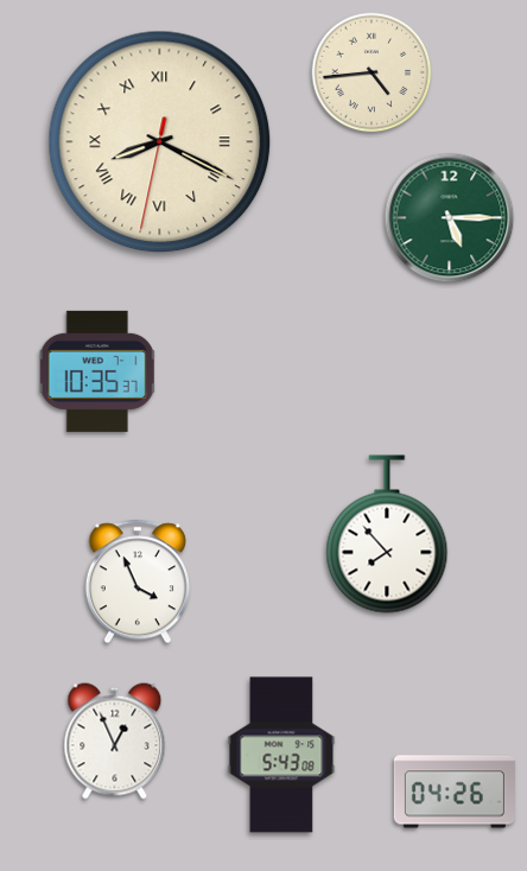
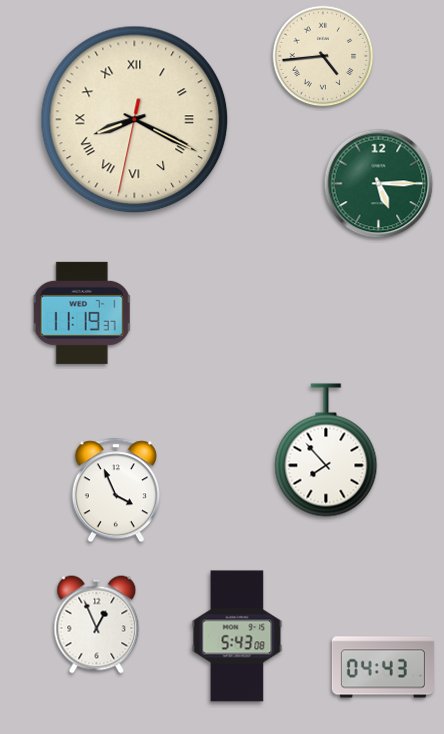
clock at (372, 72) position: (372, 72) -> (323, 56)
clock at (97, 371): 10:35 -> 11:19
clock at (455, 791): 04:26 -> 04:43
